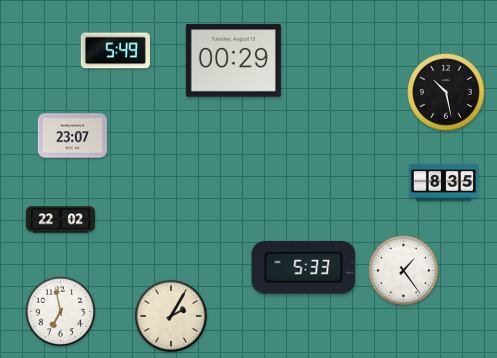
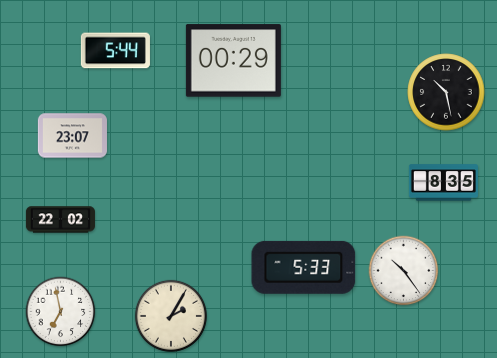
clock at (115, 51): 5:49 -> 5:44
clock at (404, 271): 1:24 -> 10:24
